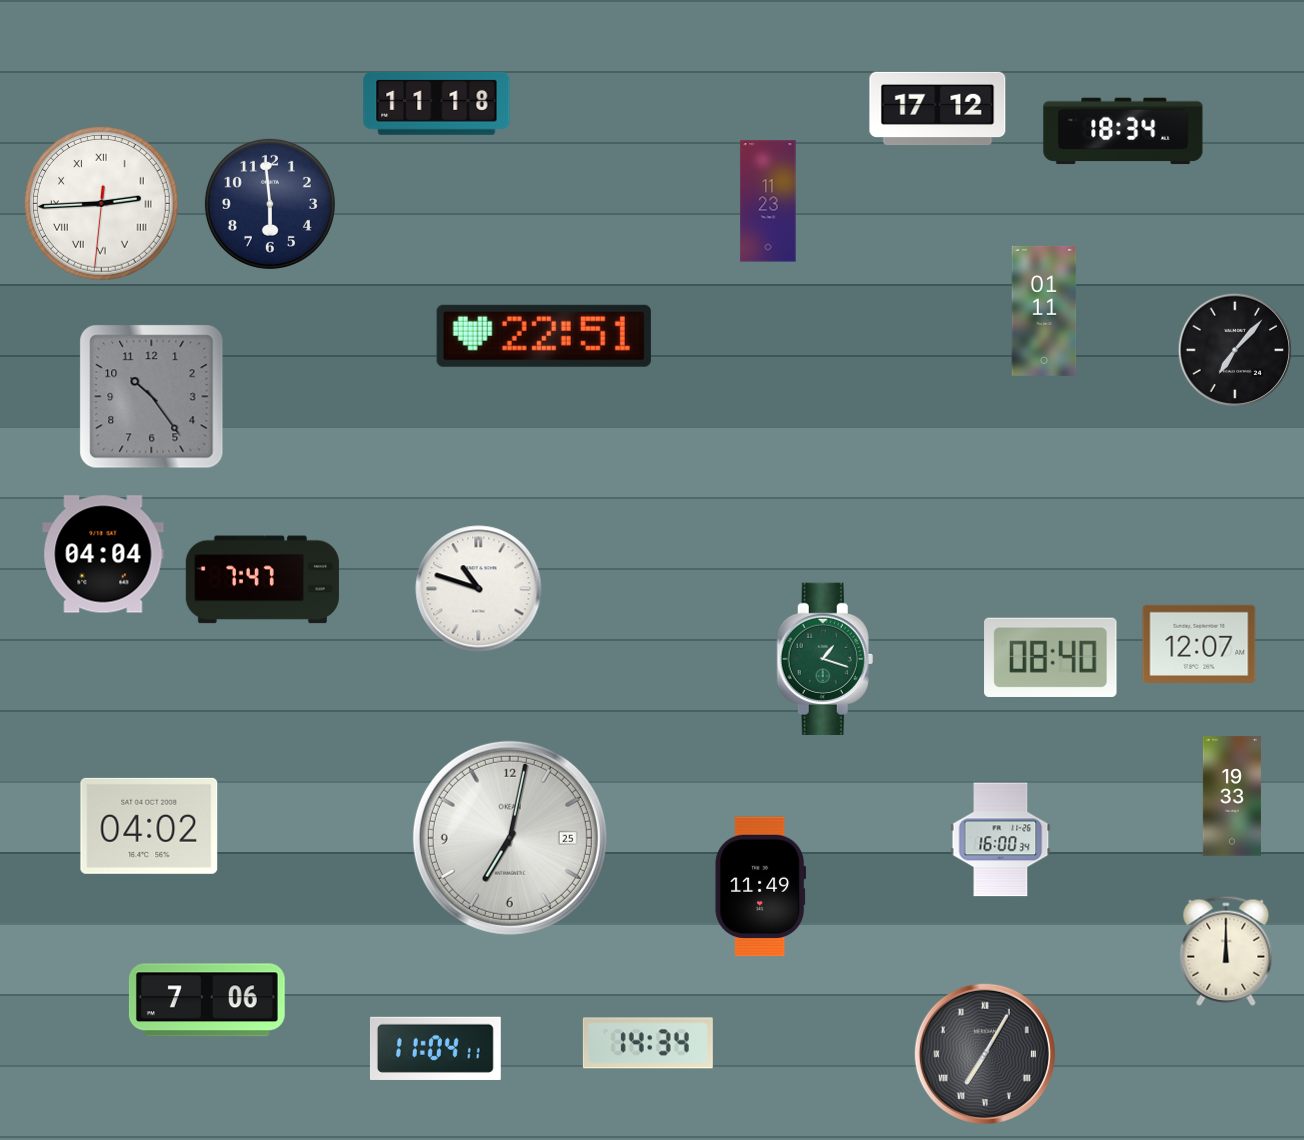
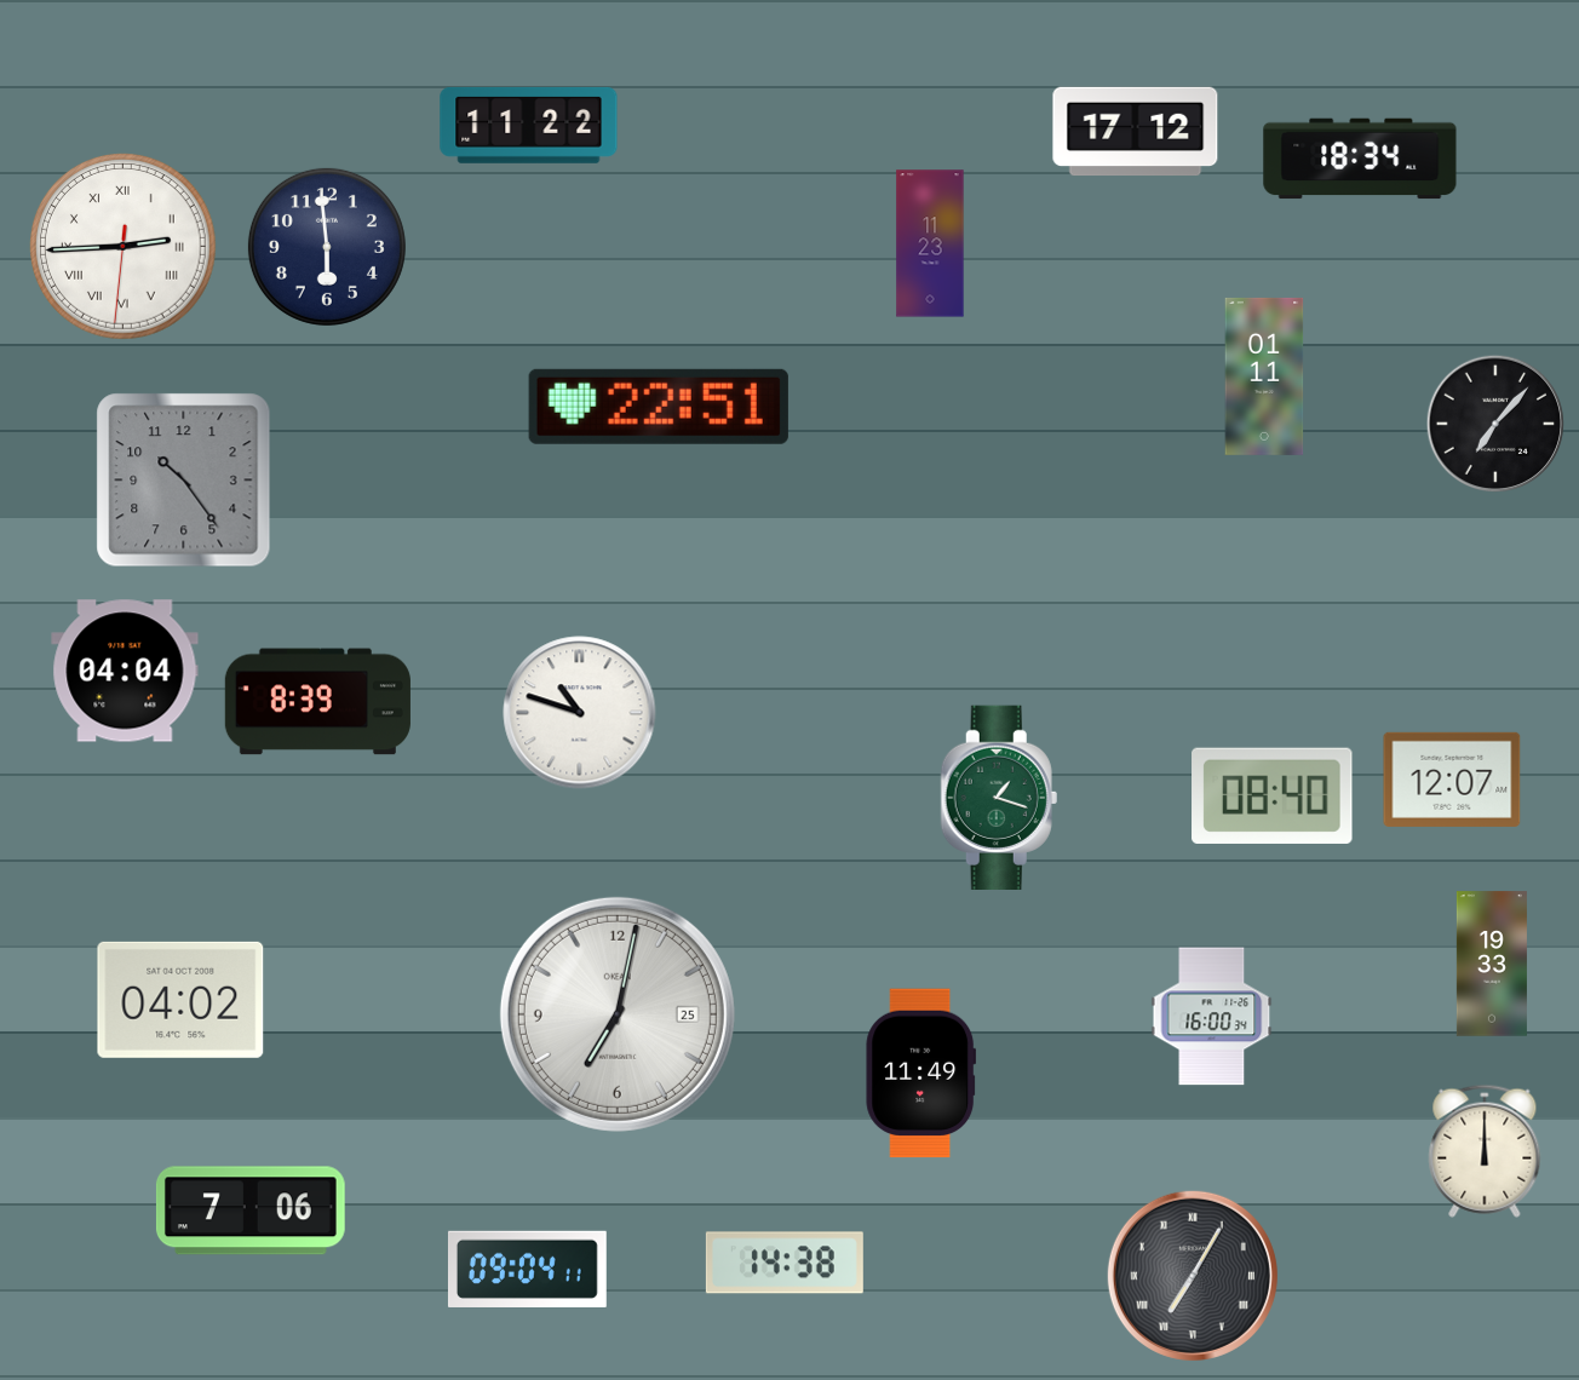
clock at (437, 103): 11:18 -> 11:22
clock at (262, 580): 7:47 -> 8:39
clock at (648, 1043): 14:34 -> 14:38
clock at (435, 1048): 11:04 -> 09:04
